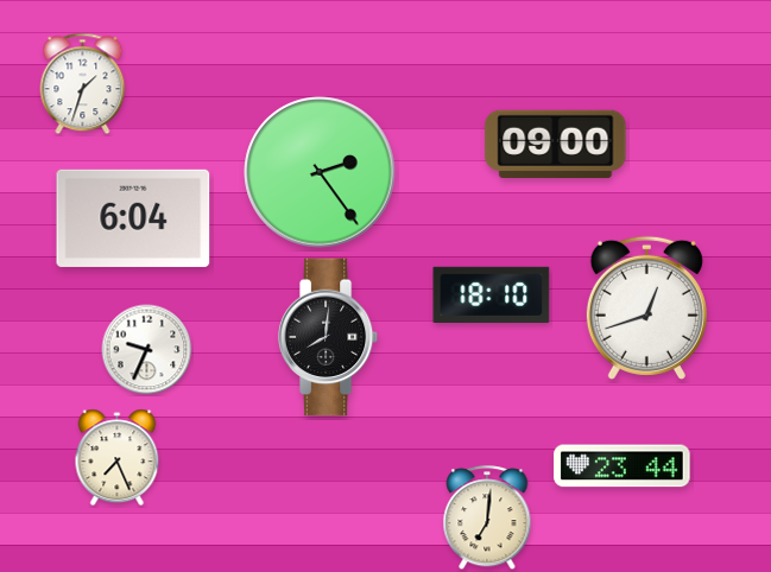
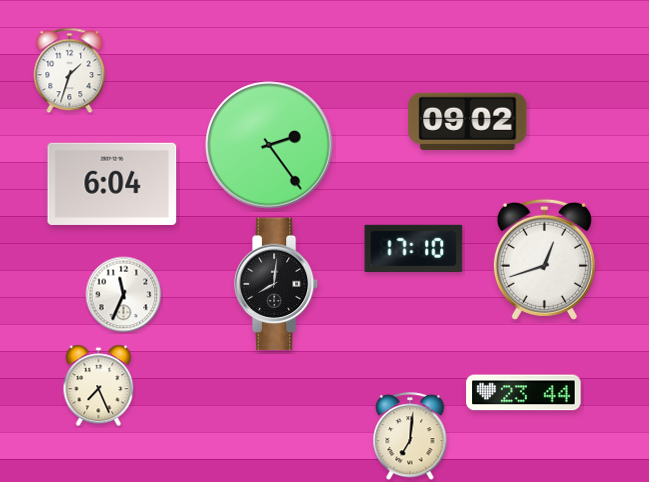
clock at (556, 144): 09:00 -> 09:02
clock at (492, 294): 18:10 -> 17:10
clock at (147, 350): 9:34 -> 11:34
